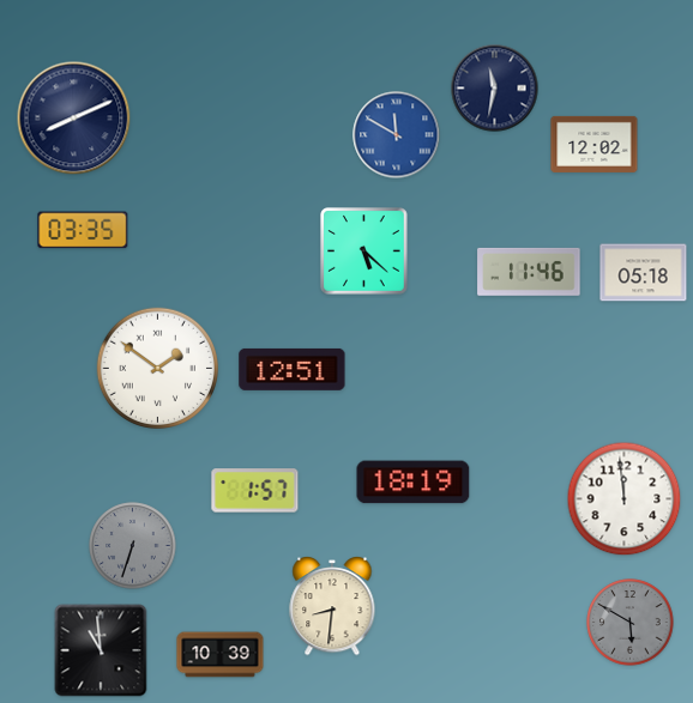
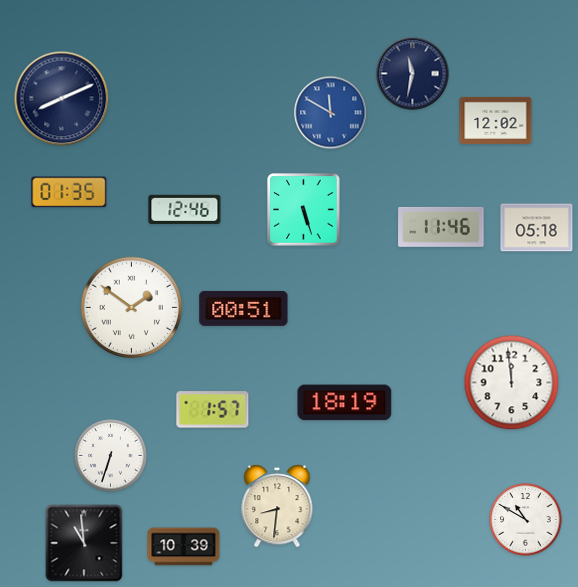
clock at (83, 230): 03:35 -> 01:35
clock at (185, 209): none -> 12:46
clock at (364, 251): 5:22 -> 5:27
clock at (293, 369): 12:51 -> 00:51
clock at (625, 499) position: (625, 499) -> (512, 383)
clock at (133, 546) dial: grey -> white
clock at (631, 623): 5:50 -> 10:50
clock at (631, 623) dial: grey -> white
